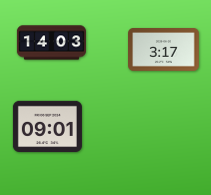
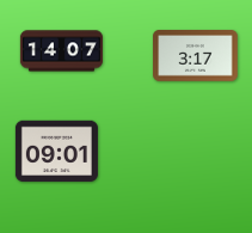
clock at (51, 43): 14:03 -> 14:07
clock at (164, 50) position: (164, 50) -> (196, 56)
